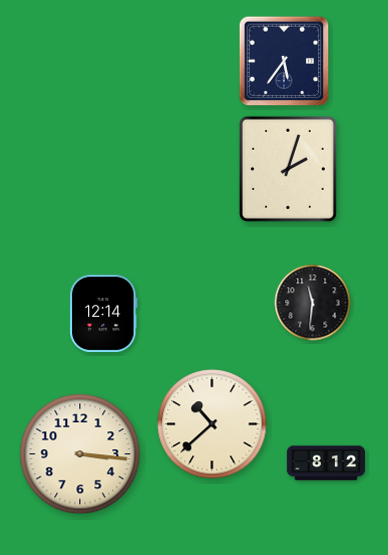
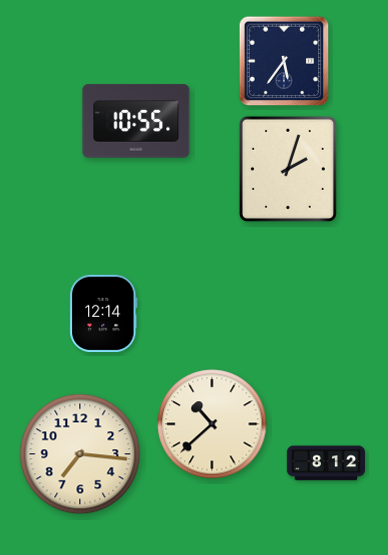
clock at (136, 121): none -> 10:55
clock at (313, 303): 11:31 -> none
clock at (80, 454): 3:16 -> 7:16
